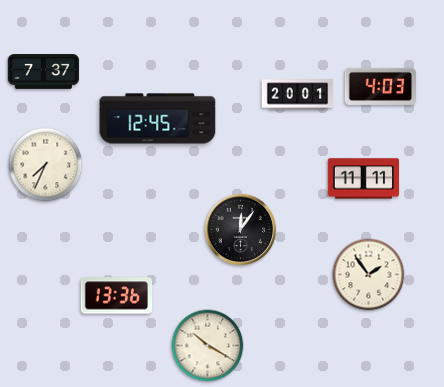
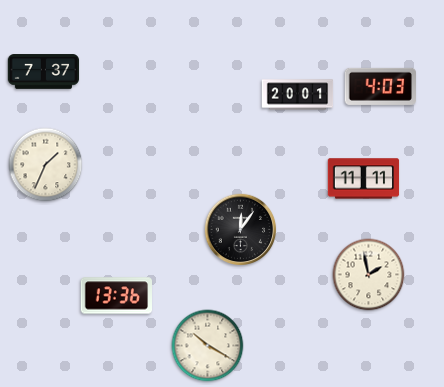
clock at (158, 119): 12:45 -> none
clock at (46, 165): 7:34 -> 1:34
clock at (369, 275): 1:54 -> 1:58
